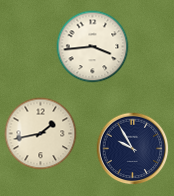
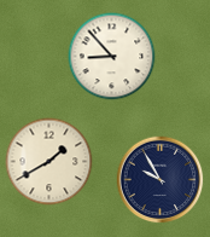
clock at (93, 47): 3:44 -> 8:53
clock at (41, 134): 1:43 -> 1:40
